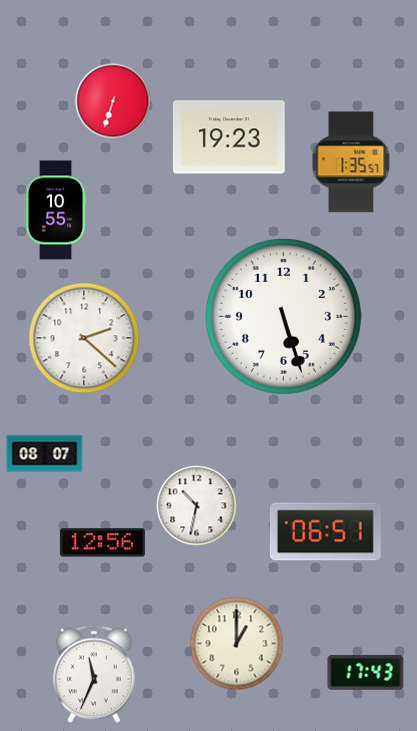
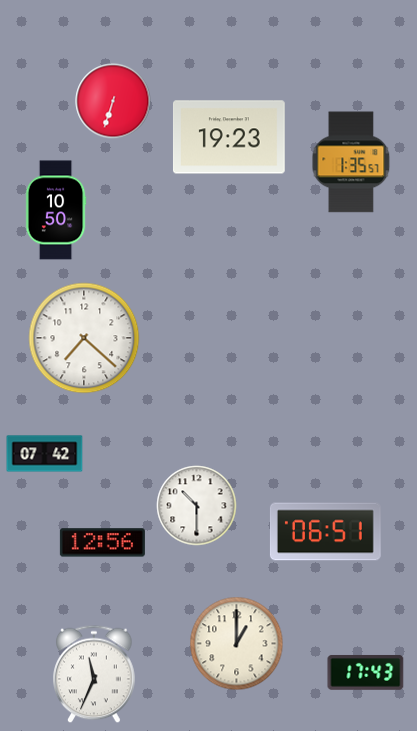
clock at (56, 210): 10:55 -> 10:50
clock at (283, 316): 5:27 -> none
clock at (84, 338): 2:22 -> 7:22
clock at (45, 454): 08:07 -> 07:42
clock at (197, 506): 10:32 -> 10:30
